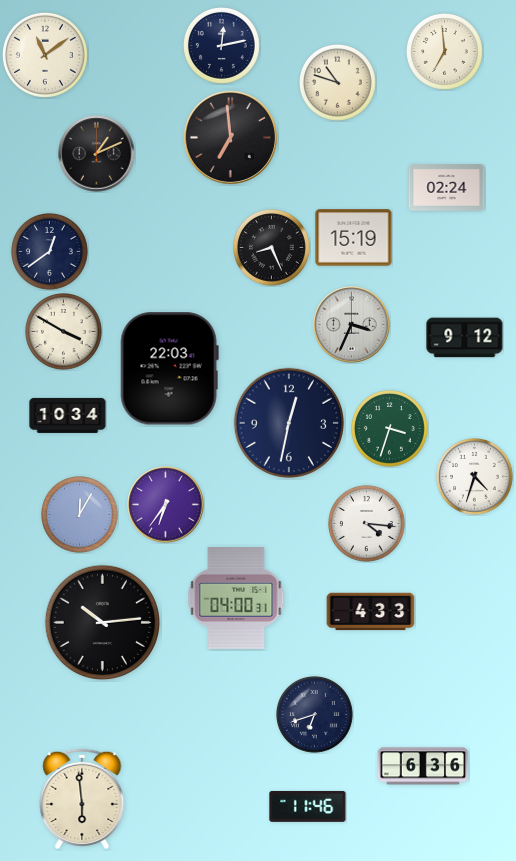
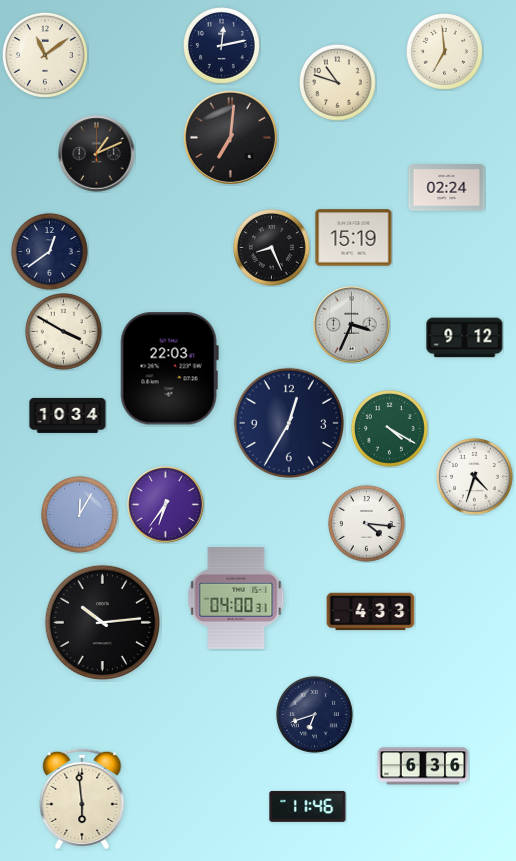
clock at (230, 137): 6:59 -> 7:01
clock at (288, 422): 12:32 -> 12:35
clock at (390, 429): 3:33 -> 4:20
